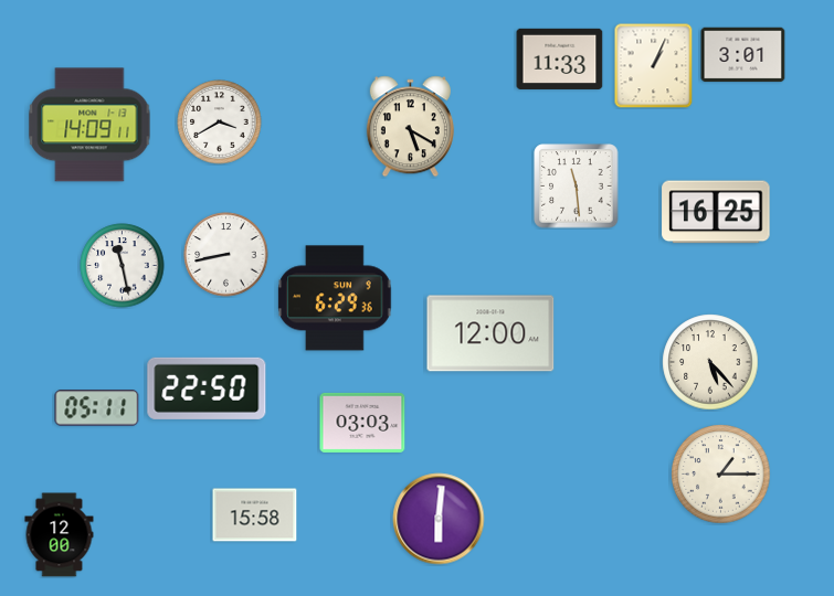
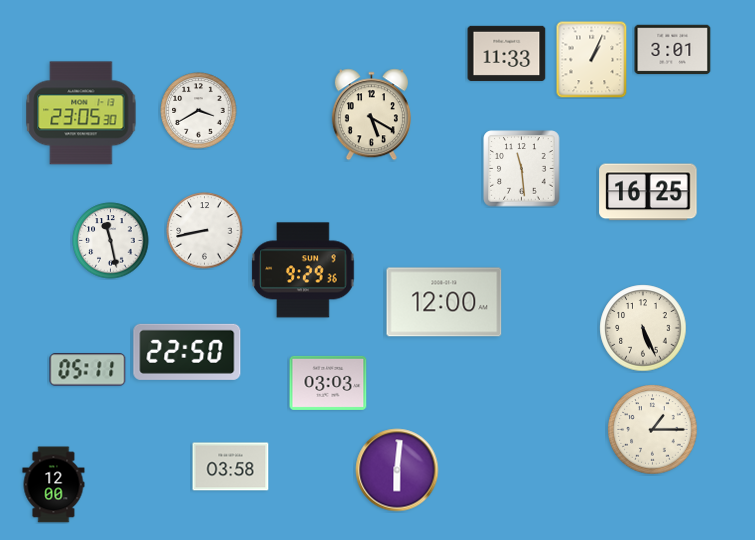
clock at (89, 125): 14:09 -> 23:05
clock at (335, 298): 6:29 -> 9:29
clock at (710, 362): 5:23 -> 5:26
clock at (255, 515): 15:58 -> 03:58
